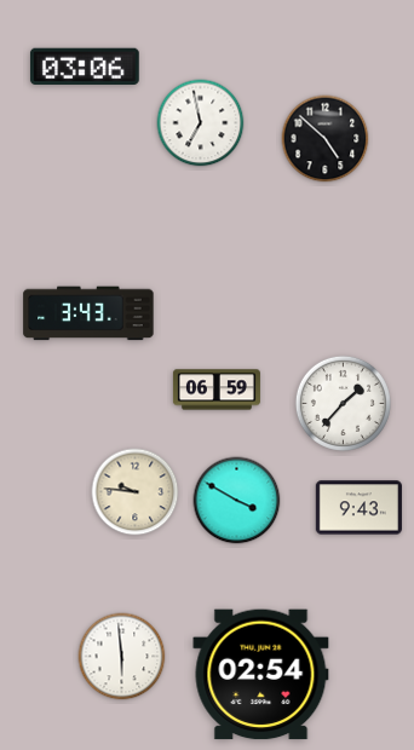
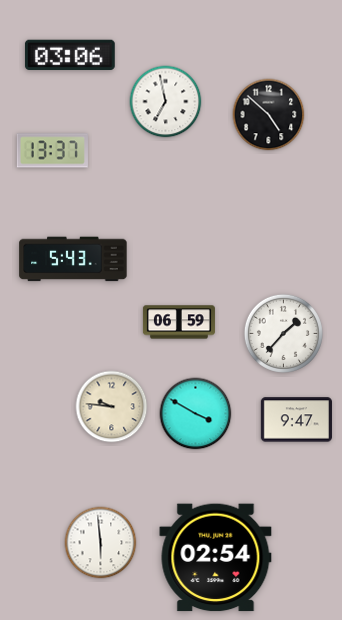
clock at (52, 151): none -> 13:37
clock at (88, 313): 3:43 -> 5:43
clock at (358, 508): 9:43 -> 9:47
